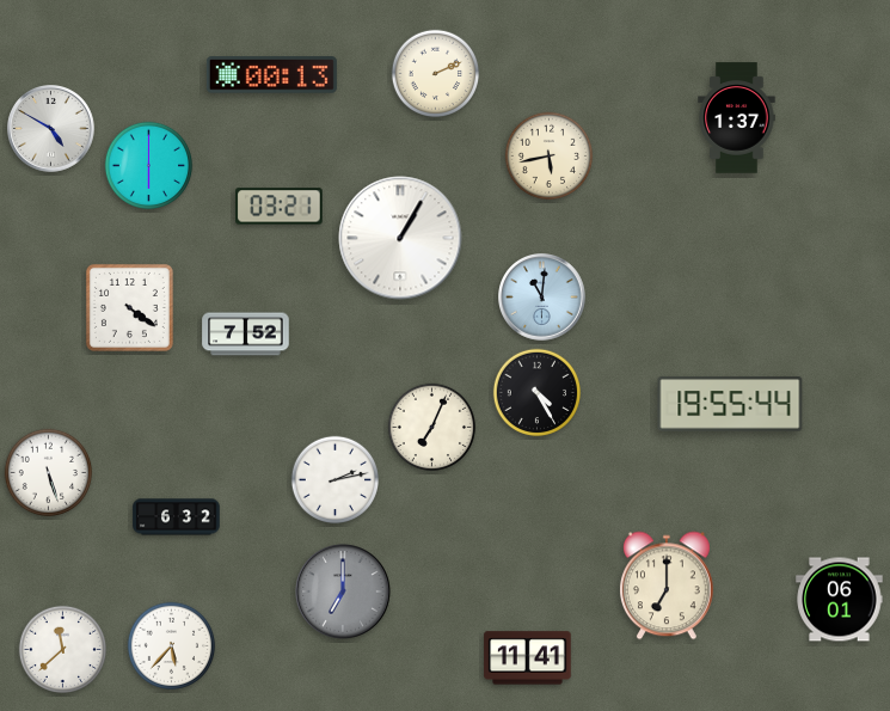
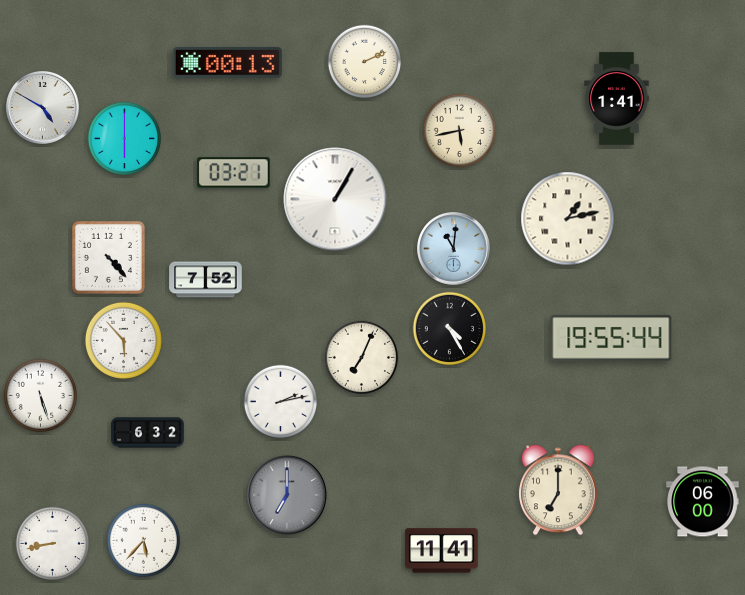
clock at (737, 118): 1:37 -> 1:41
clock at (568, 219): none -> 1:13
clock at (129, 307): 4:21 -> 4:23
clock at (123, 340): none -> 5:53
clock at (840, 600): 06:01 -> 06:00
clock at (63, 650): 11:38 -> 8:43
